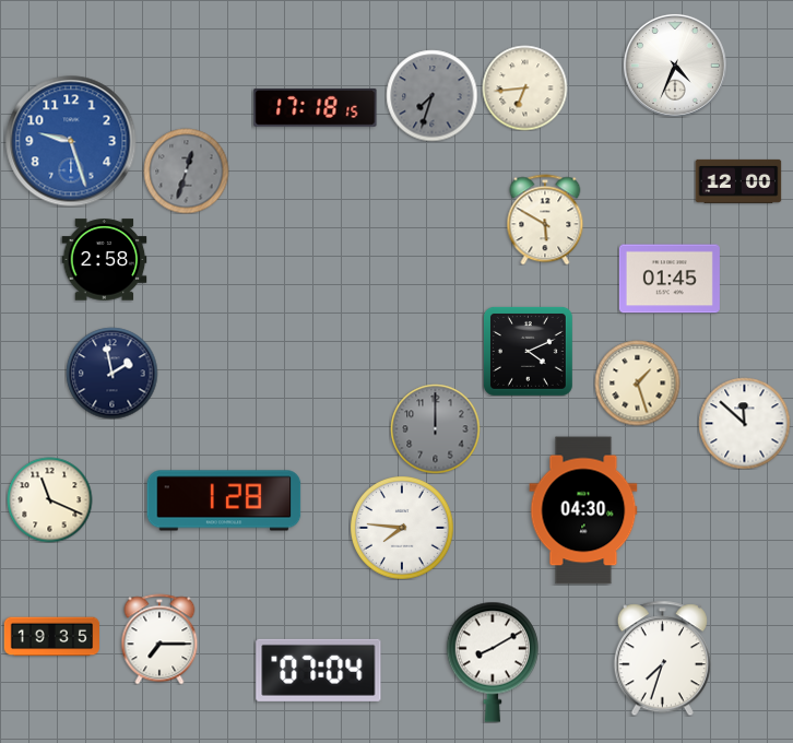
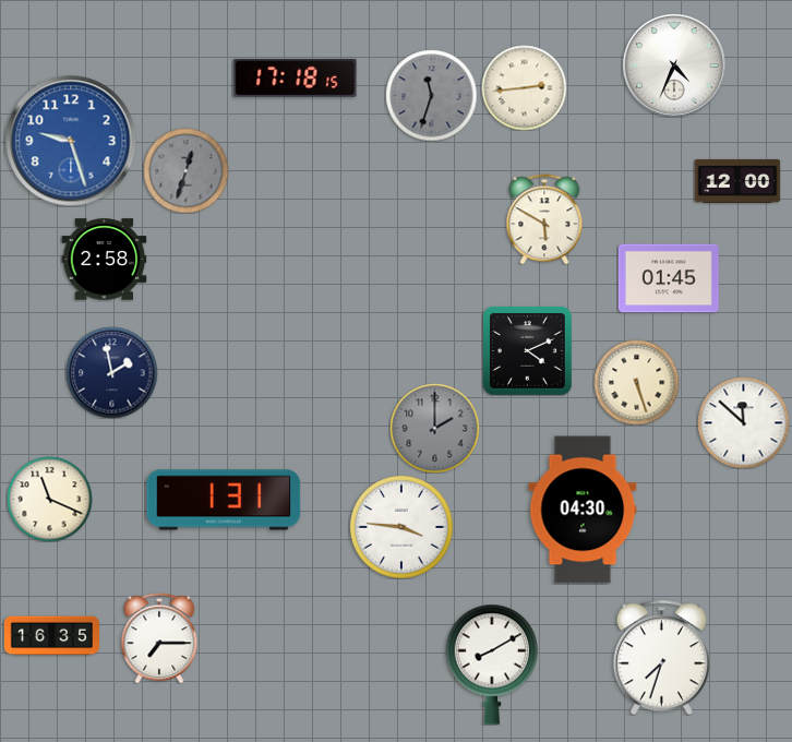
clock at (524, 87): 6:44 -> 2:44
clock at (431, 95): 7:33 -> 11:33
clock at (316, 107) position: (316, 107) -> (296, 77)
clock at (637, 382): 1:27 -> 5:27
clock at (435, 428): 12:00 -> 2:00
clock at (224, 500): 1:28 -> 1:31
clock at (402, 528): 7:46 -> 3:46
clock at (51, 637): 19:35 -> 16:35
clock at (493, 662) position: (493, 662) -> (492, 665)
clock at (319, 670): 07:04 -> none
